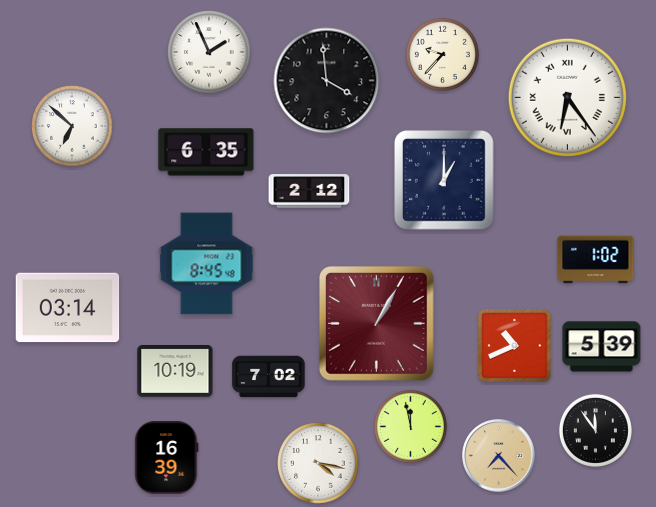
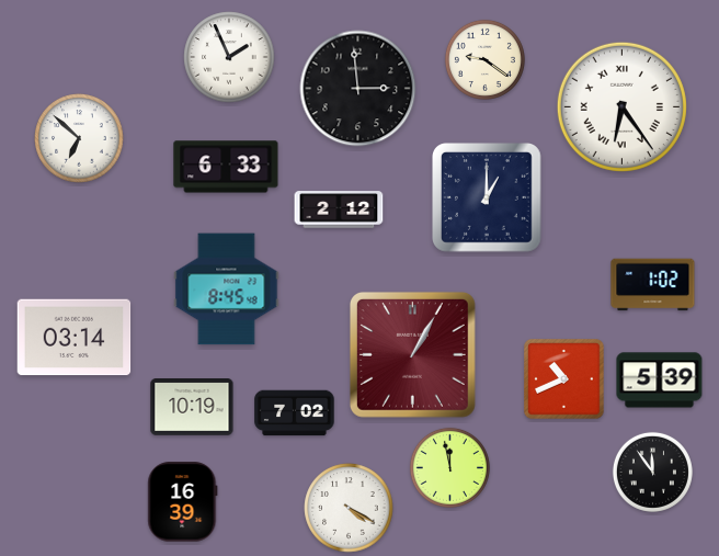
clock at (442, 54): 9:37 -> 9:21
clock at (327, 81): 3:59 -> 2:59
clock at (206, 152): 6:35 -> 6:33
clock at (499, 456): 7:23 -> none
clock at (318, 463): 4:17 -> 4:20
